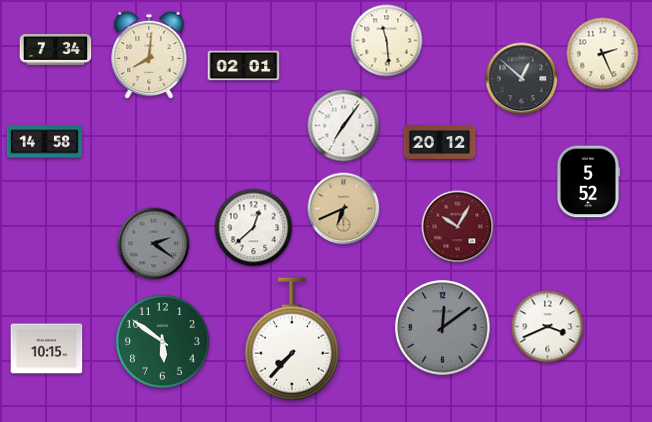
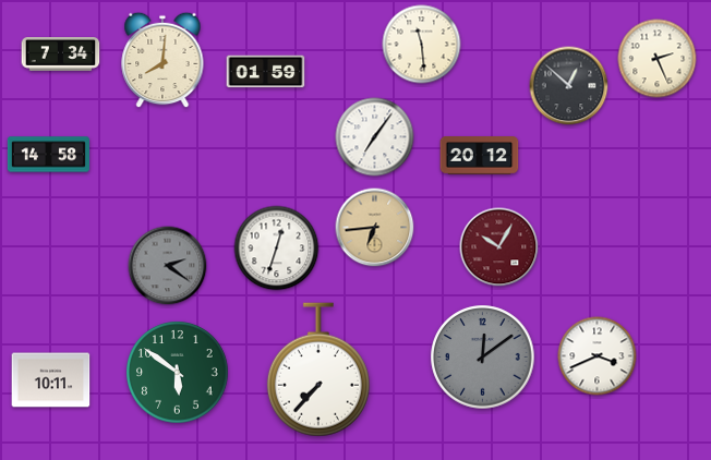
clock at (244, 66): 02:01 -> 01:59
clock at (588, 182): 5:52 -> none
clock at (344, 209): 6:41 -> 6:44
clock at (254, 228): 12:38 -> 12:33
clock at (47, 349): 10:15 -> 10:11
